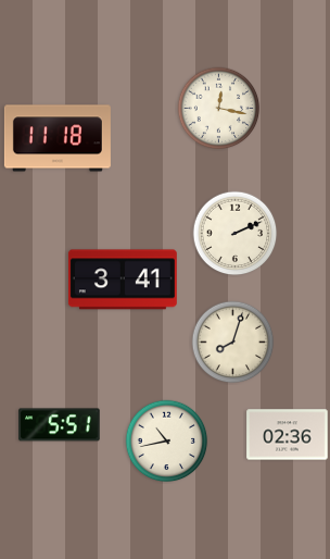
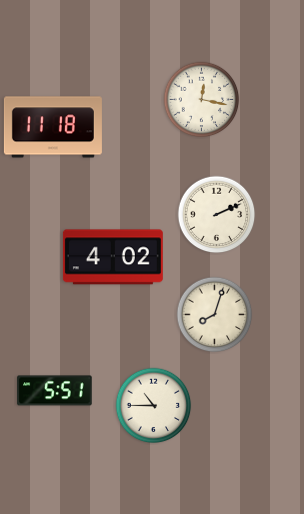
clock at (123, 279): 3:41 -> 4:02
clock at (288, 435): 02:36 -> none
clock at (167, 442): 10:43 -> 10:45
